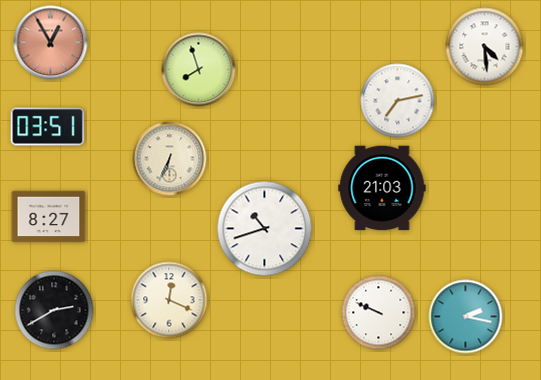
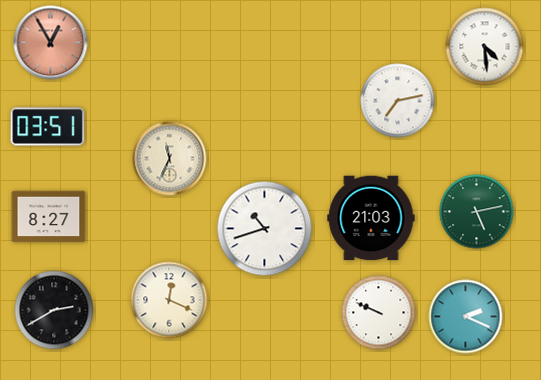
clock at (199, 70): 7:57 -> none
clock at (170, 159): 6:34 -> 11:34
clock at (382, 188) position: (382, 188) -> (371, 218)
clock at (477, 212): none -> 5:13
clock at (466, 317): 2:17 -> 2:19
